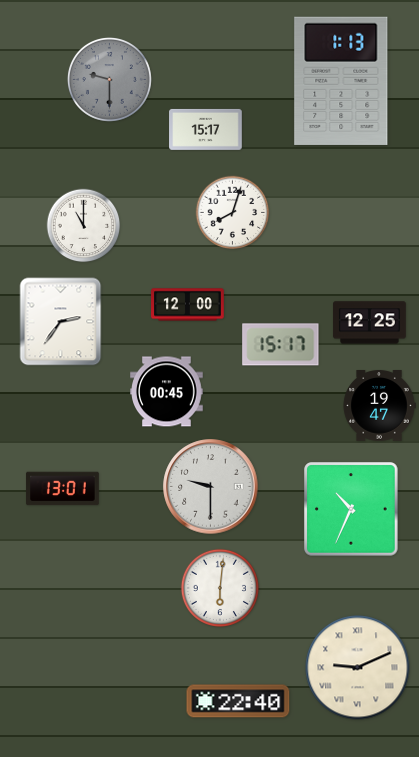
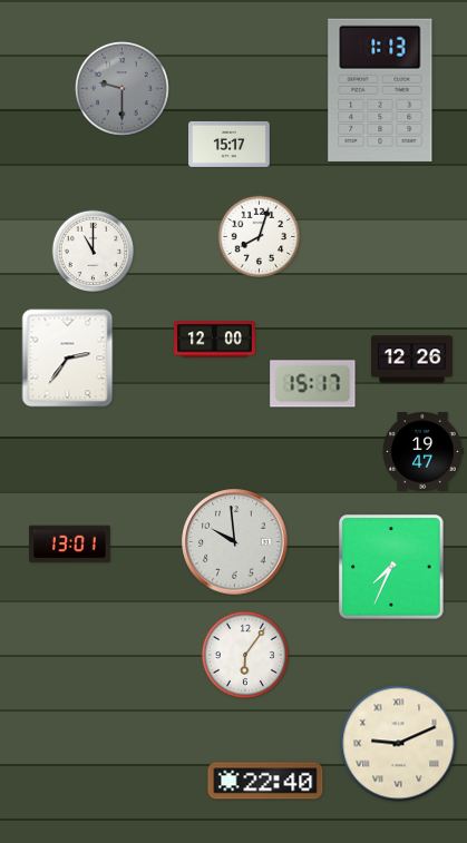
clock at (188, 305) position: (188, 305) -> (215, 340)
clock at (370, 323): 12:25 -> 12:26
clock at (167, 392): 00:45 -> none
clock at (211, 487): 9:30 -> 9:59
clock at (351, 509): 10:34 -> 7:34
clock at (220, 588): 6:01 -> 6:06
